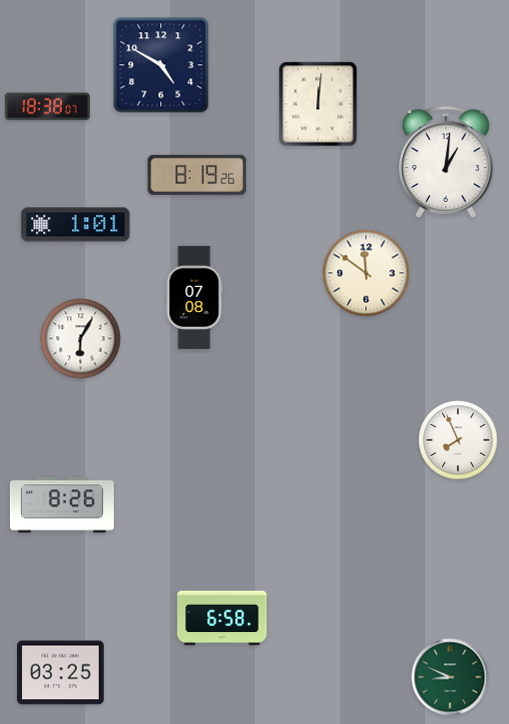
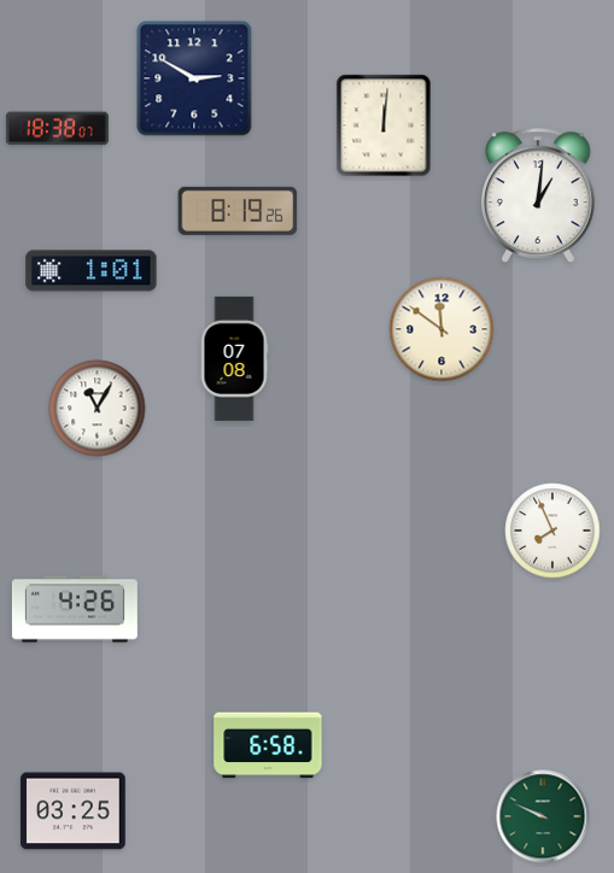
clock at (161, 65): 4:50 -> 2:50
clock at (81, 339): 6:05 -> 11:05
clock at (62, 505): 8:26 -> 4:26
clock at (450, 677): 8:49 -> 9:49
